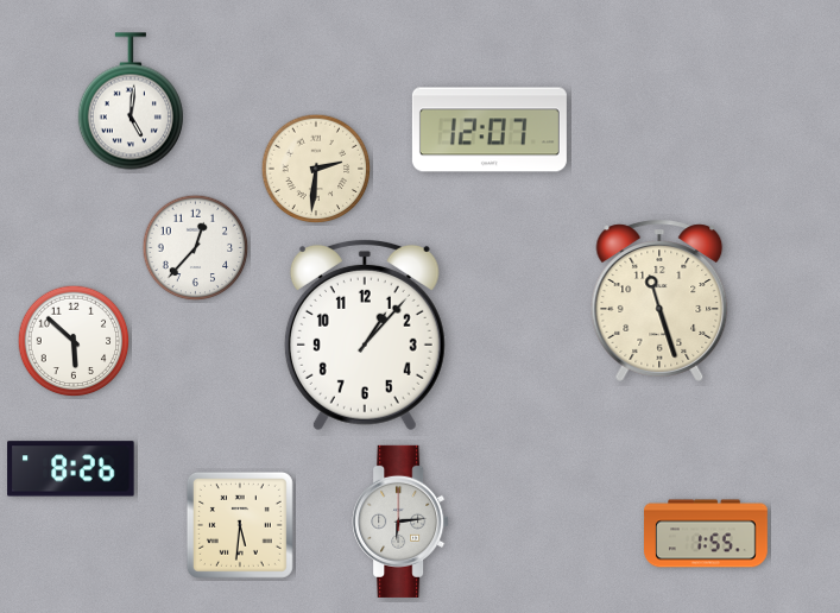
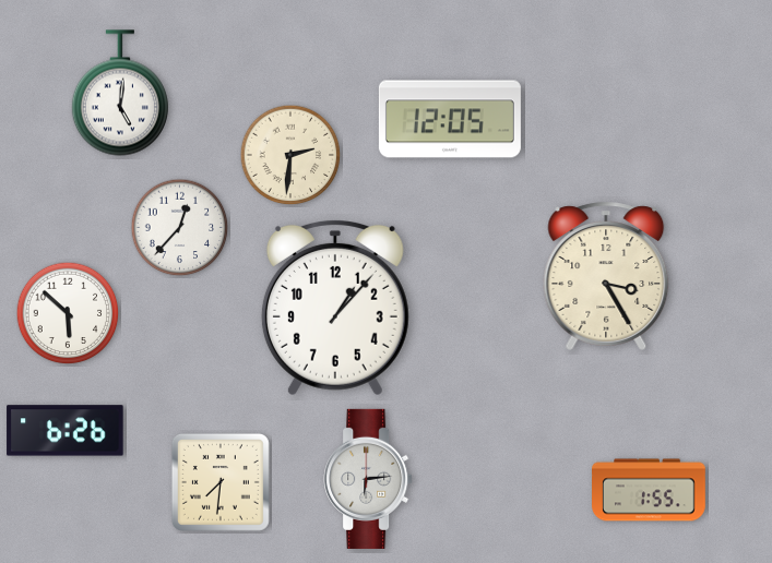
clock at (490, 129): 12:07 -> 12:05
clock at (659, 301): 11:27 -> 3:25
clock at (71, 469): 8:26 -> 6:26
clock at (240, 525): 5:31 -> 7:31
